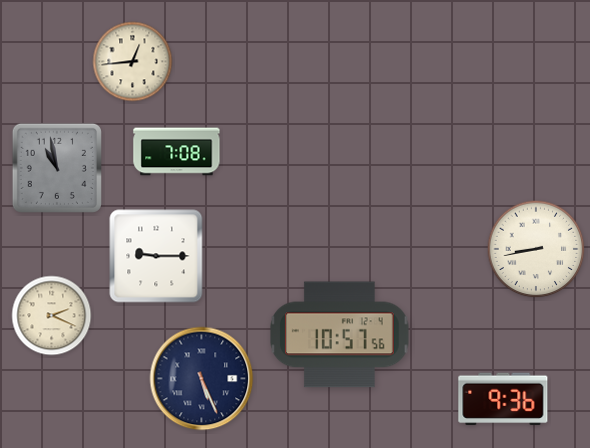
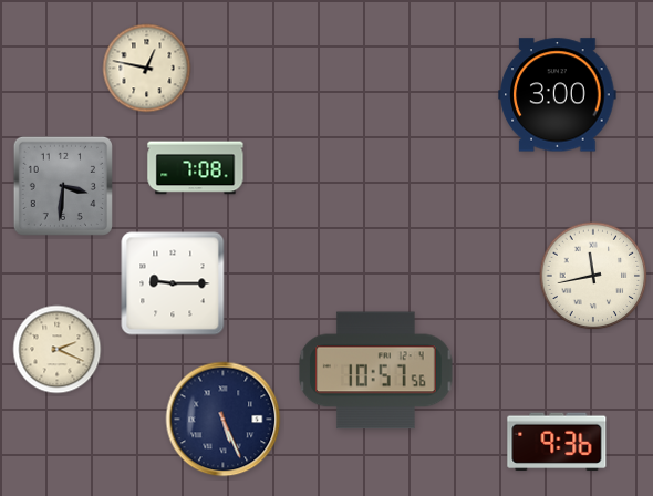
clock at (133, 62): 12:44 -> 12:47
clock at (558, 95): none -> 3:00
clock at (57, 168): 10:58 -> 3:31
clock at (536, 249): 8:43 -> 11:43
